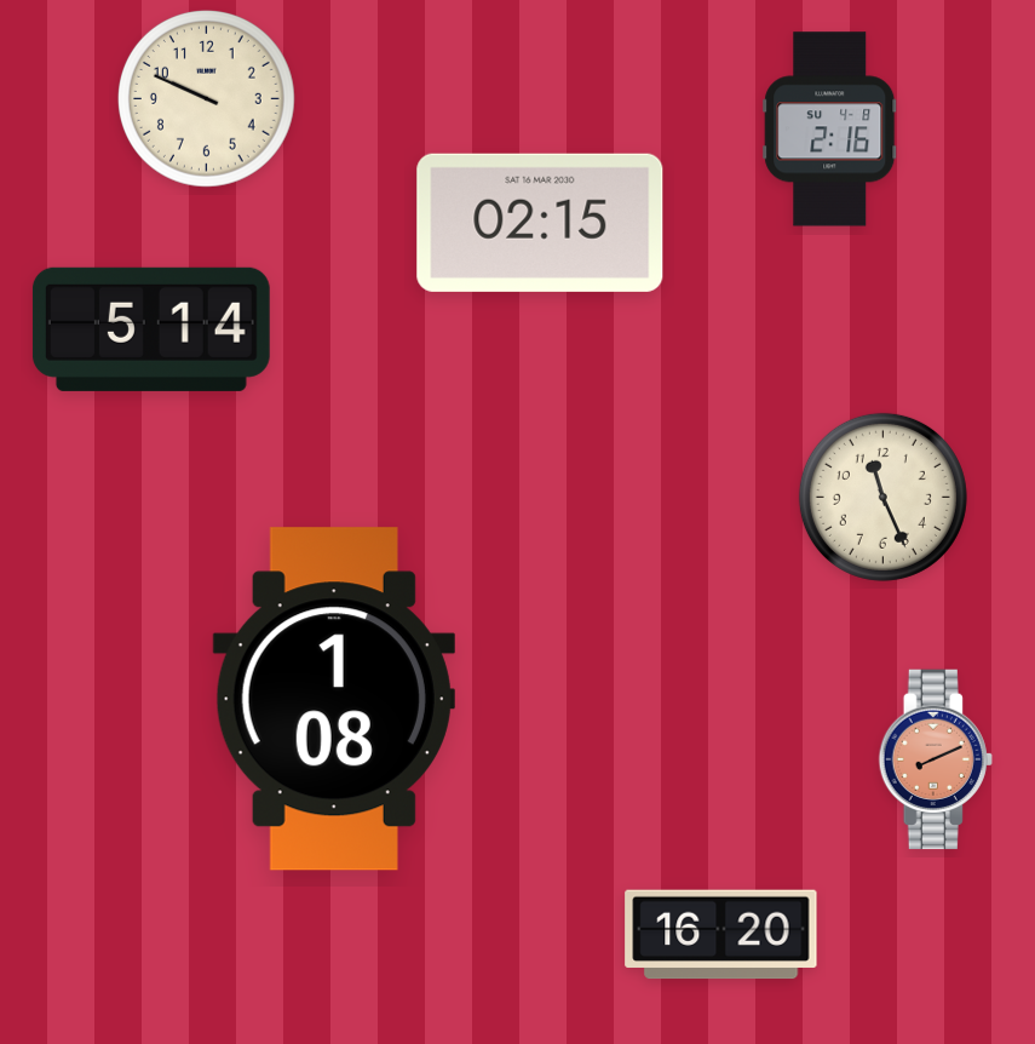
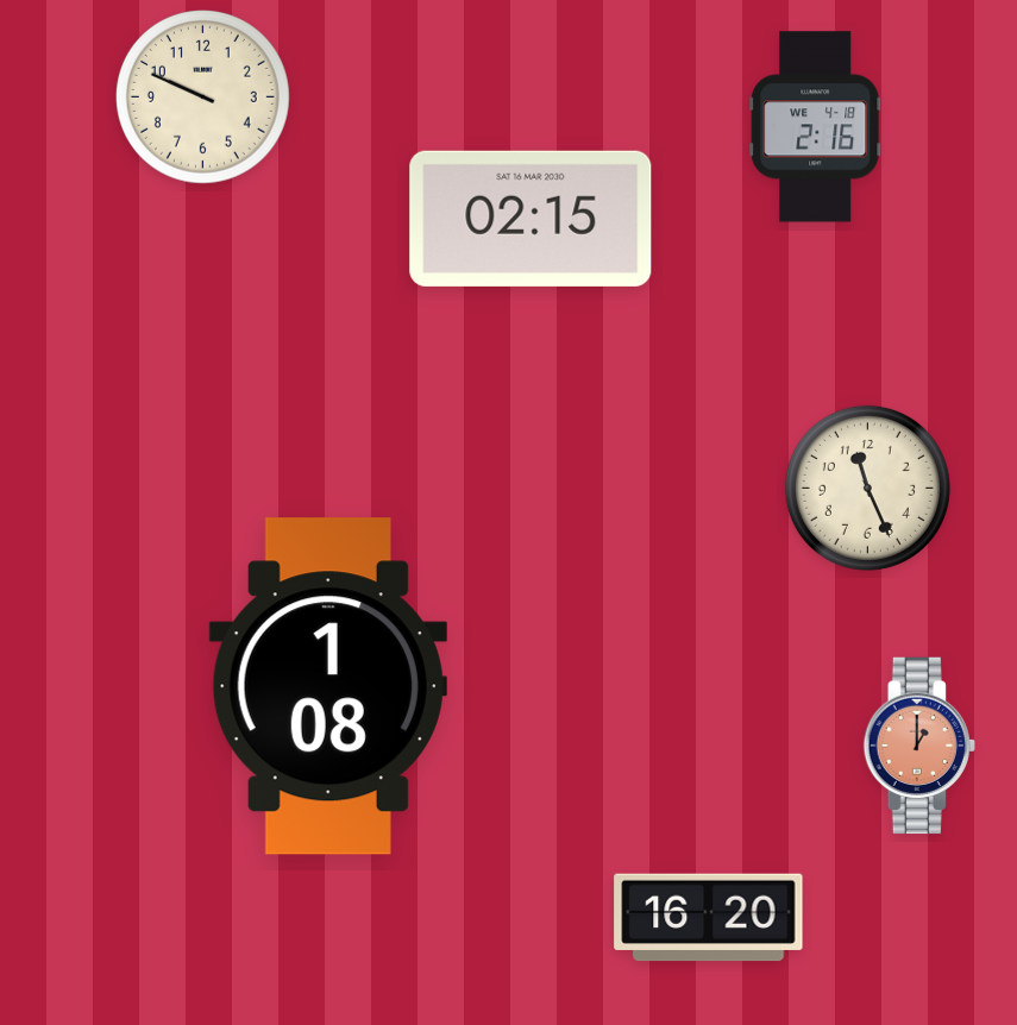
clock at (830, 130) date: SU 4-8 -> WE 4-18
clock at (151, 329): 5:14 -> none
clock at (936, 759): 8:11 -> 1:00
